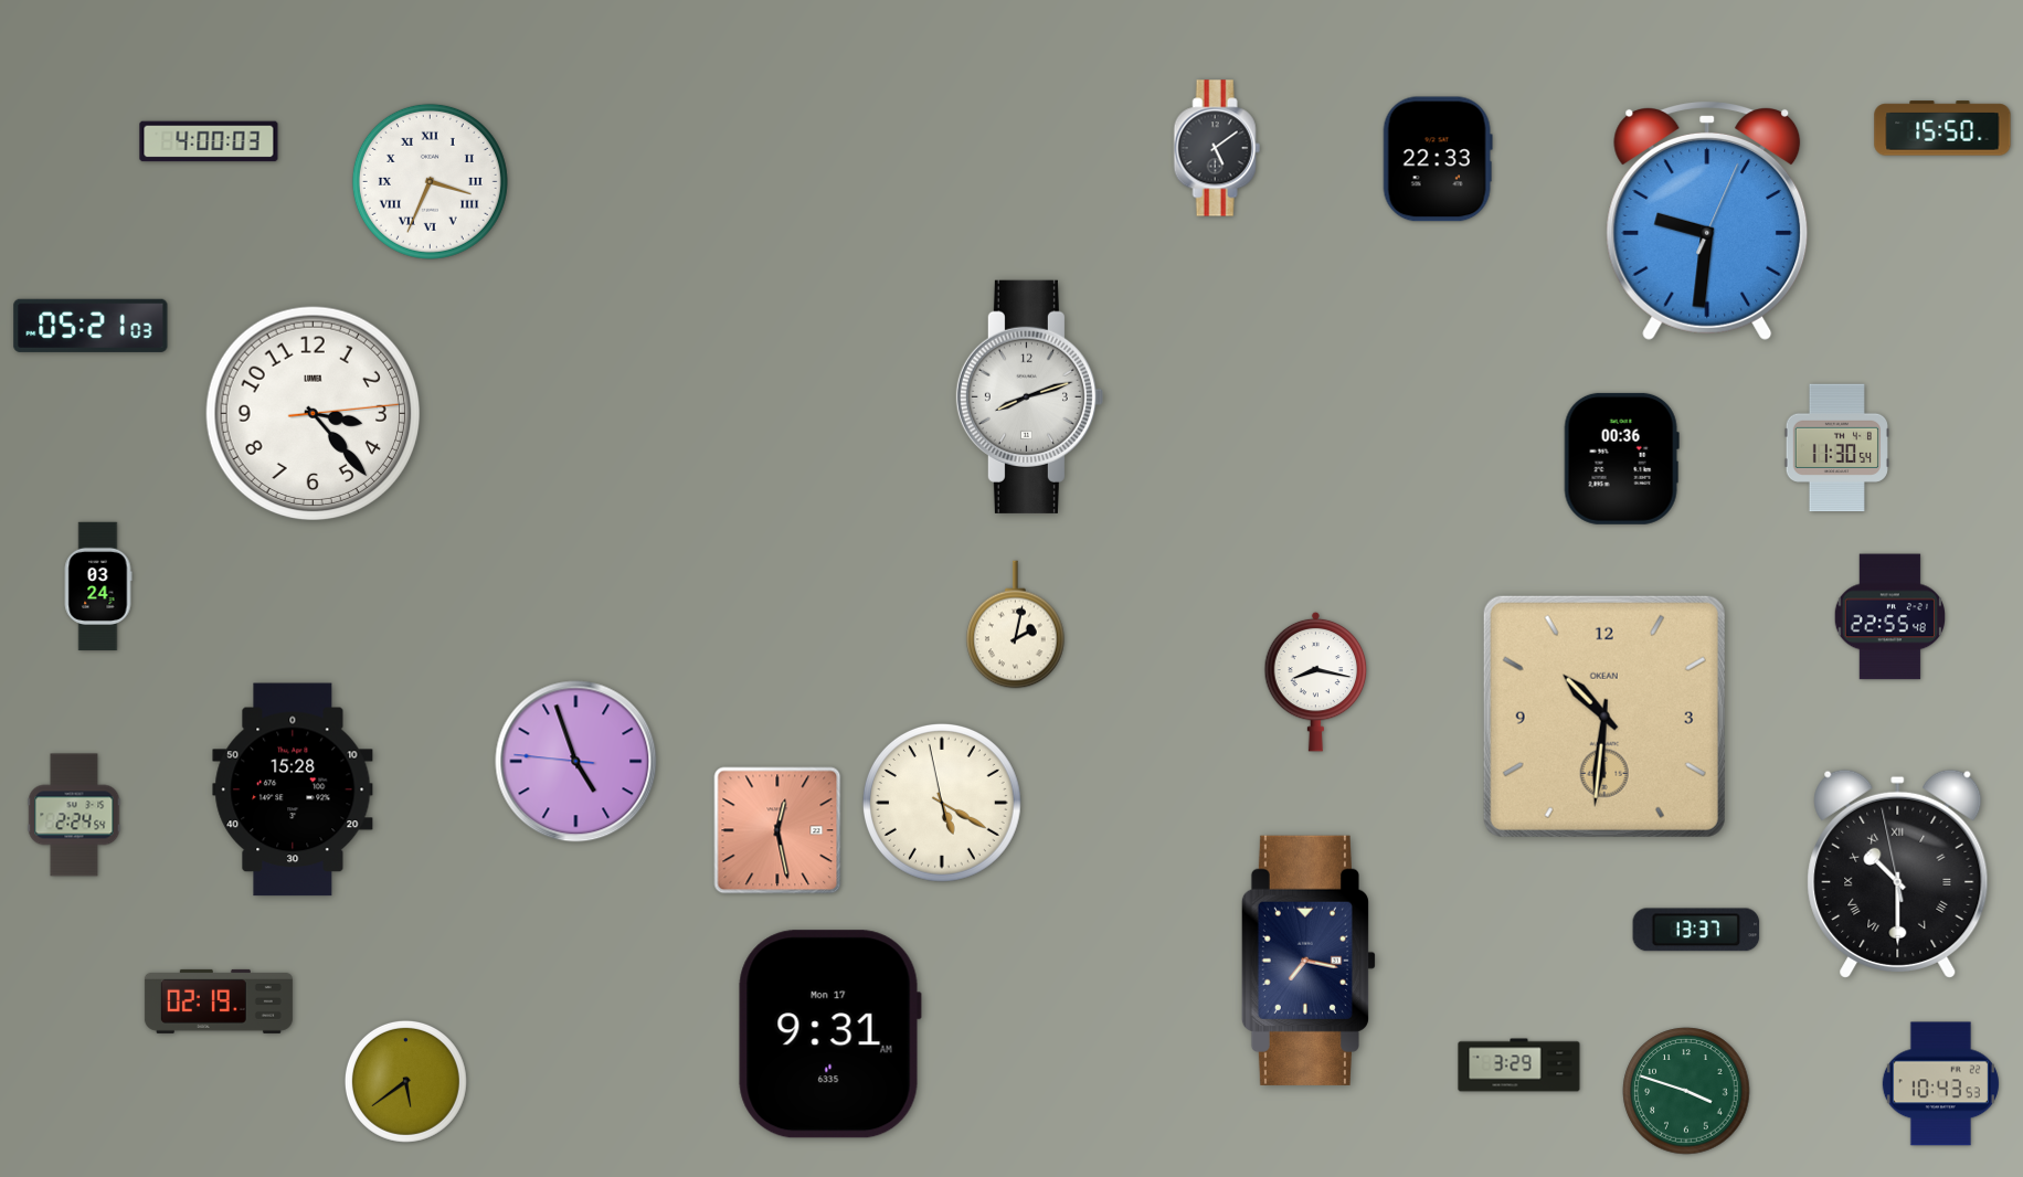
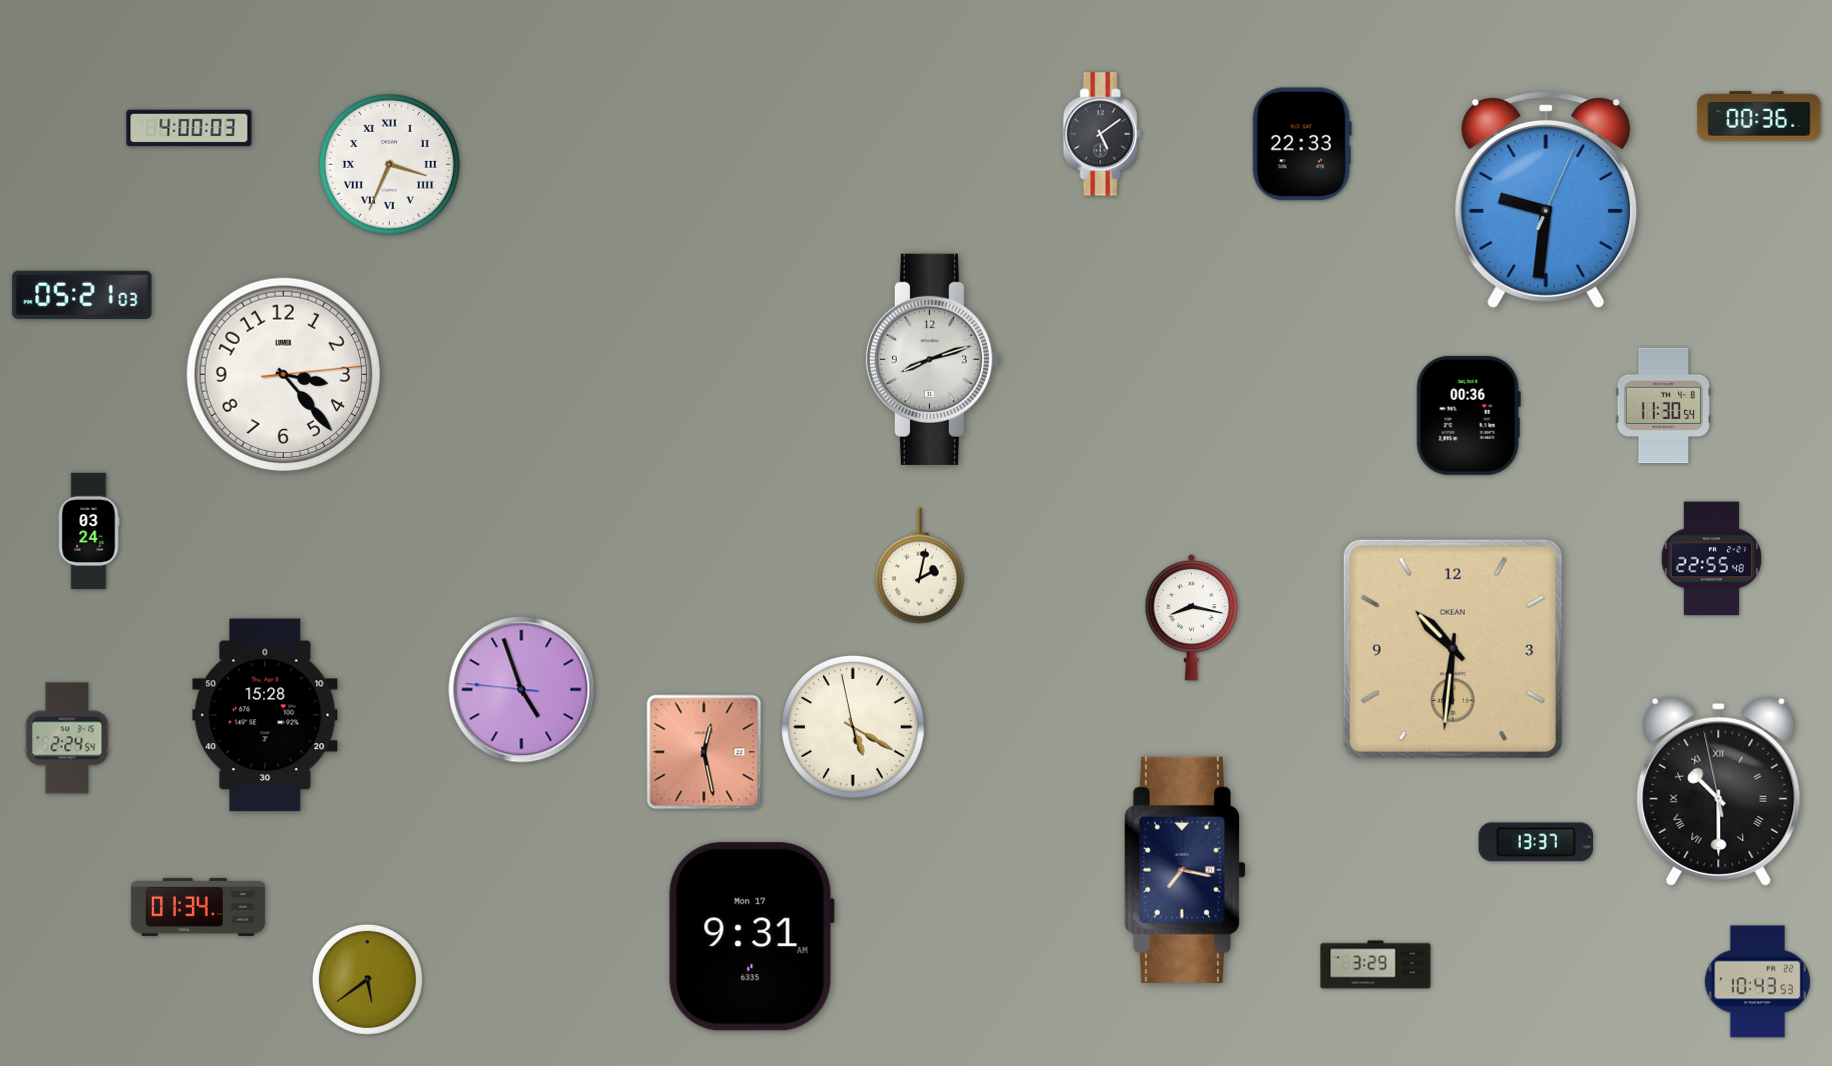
clock at (1942, 128): 15:50 -> 00:36
clock at (219, 1001): 02:19 -> 01:34
clock at (1686, 1091): 3:48 -> none
